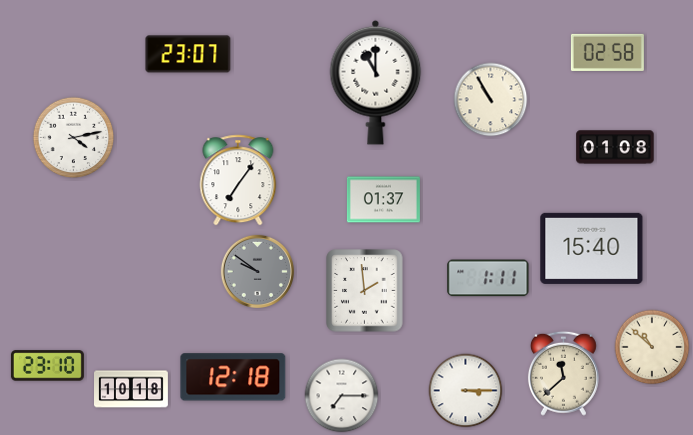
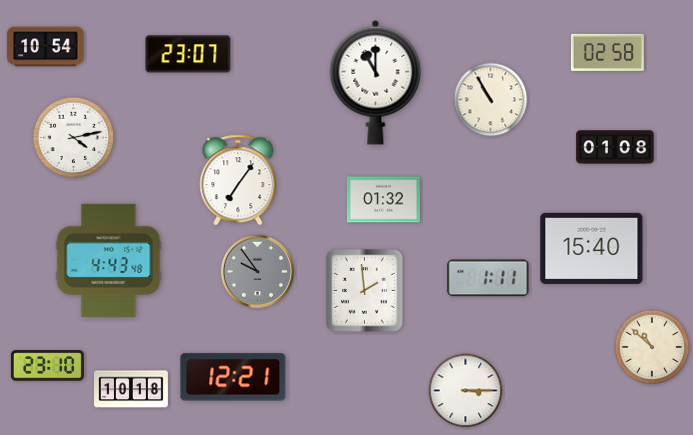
clock at (46, 47): none -> 10:54
clock at (383, 200): 01:37 -> 01:32
clock at (109, 260): none -> 4:43
clock at (257, 271): 9:51 -> 9:54
clock at (563, 373): 11:38 -> none
clock at (233, 377): 12:18 -> 12:21
clock at (342, 396): 7:15 -> none
